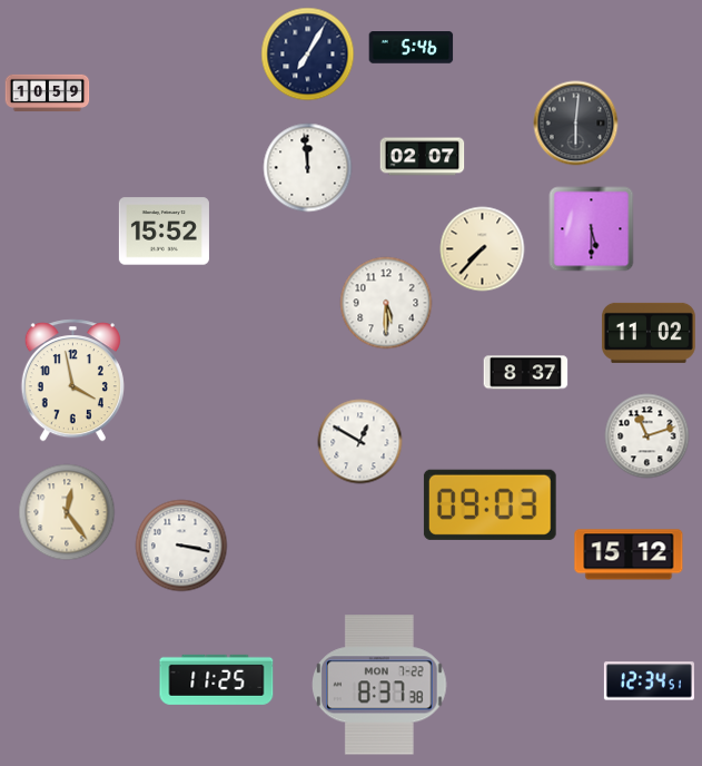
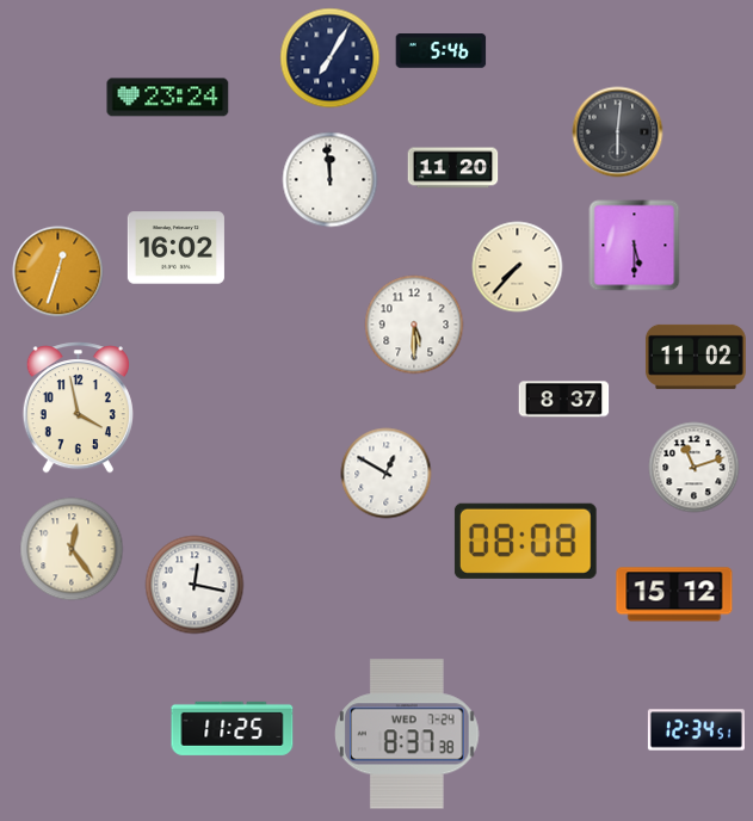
clock at (168, 98): none -> 23:24
clock at (48, 94): 10:59 -> none
clock at (423, 157): 02:07 -> 11:20
clock at (164, 232): 15:52 -> 16:02
clock at (58, 272): none -> 12:33
clock at (490, 504): 09:03 -> 08:08
clock at (181, 546): 3:17 -> 12:17
clock at (380, 685) date: MON 7-22 -> WED 7-24
